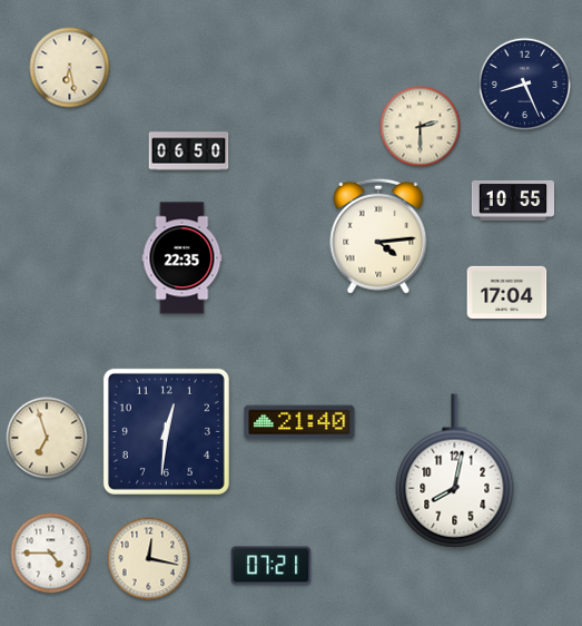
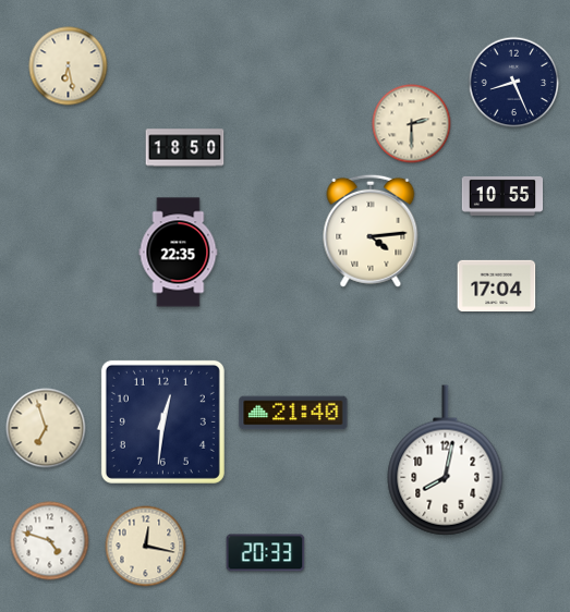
clock at (189, 151): 06:50 -> 18:50
clock at (51, 554): 4:45 -> 4:48
clock at (272, 566): 07:21 -> 20:33
